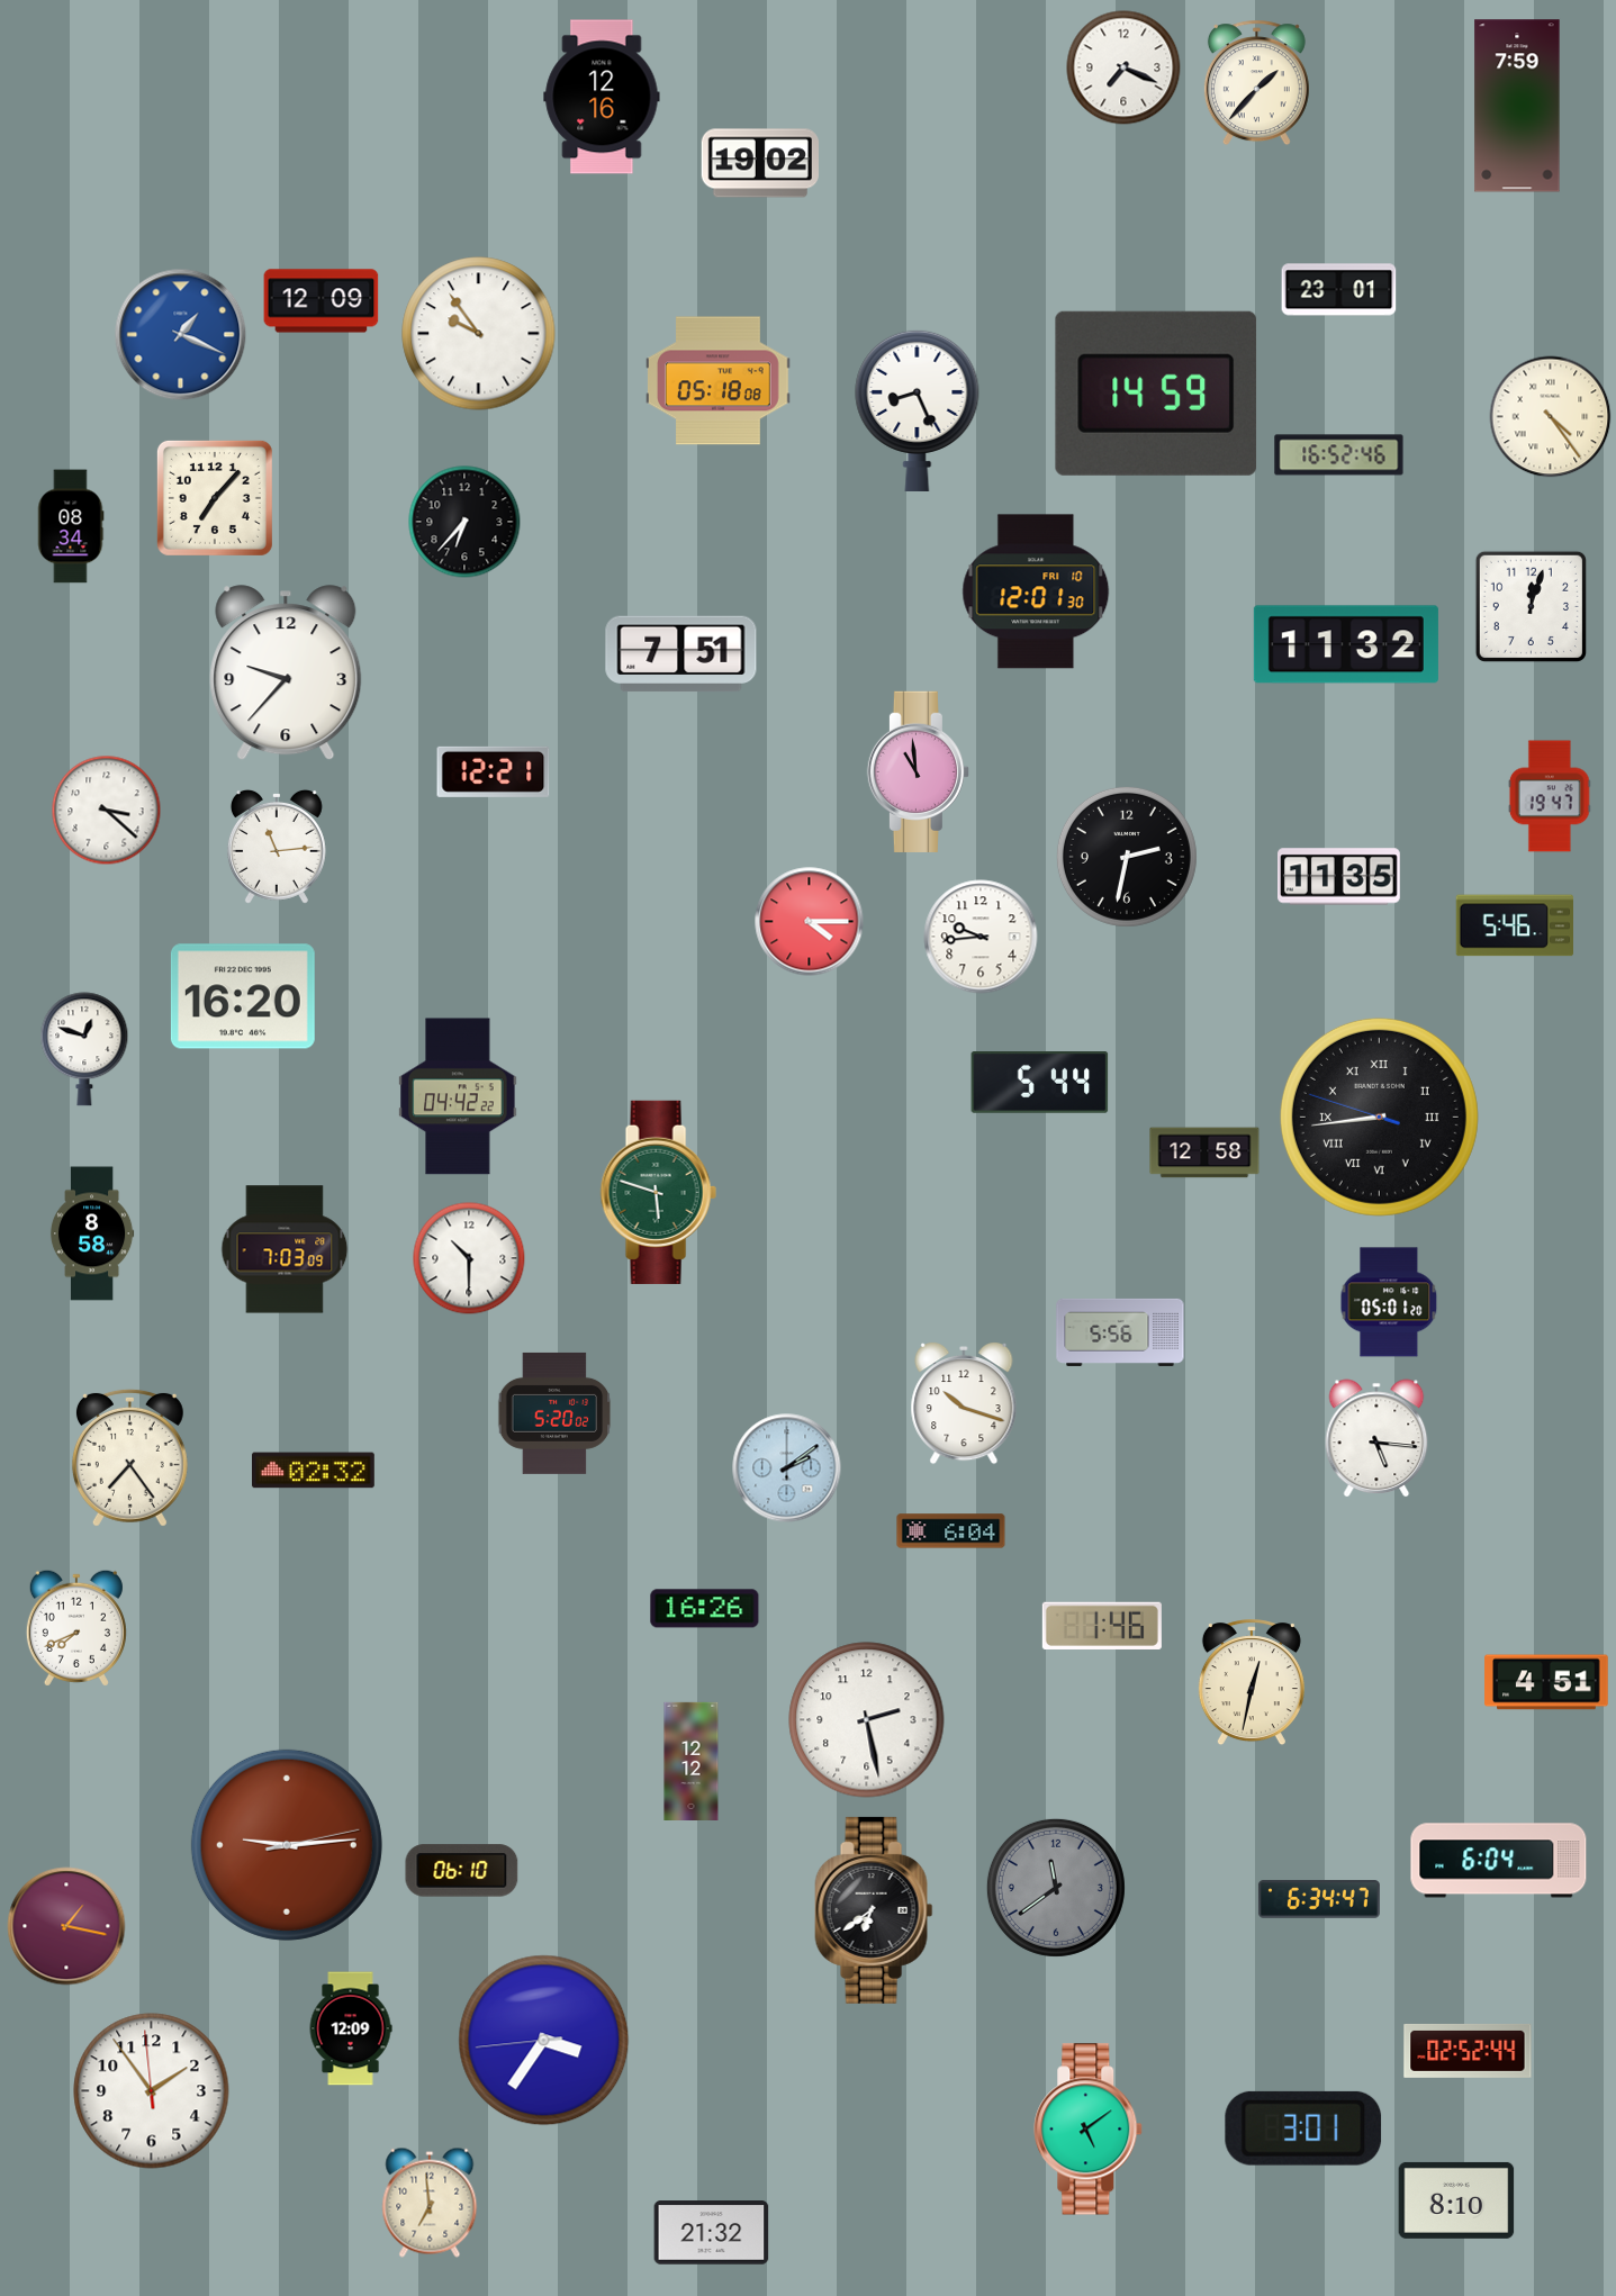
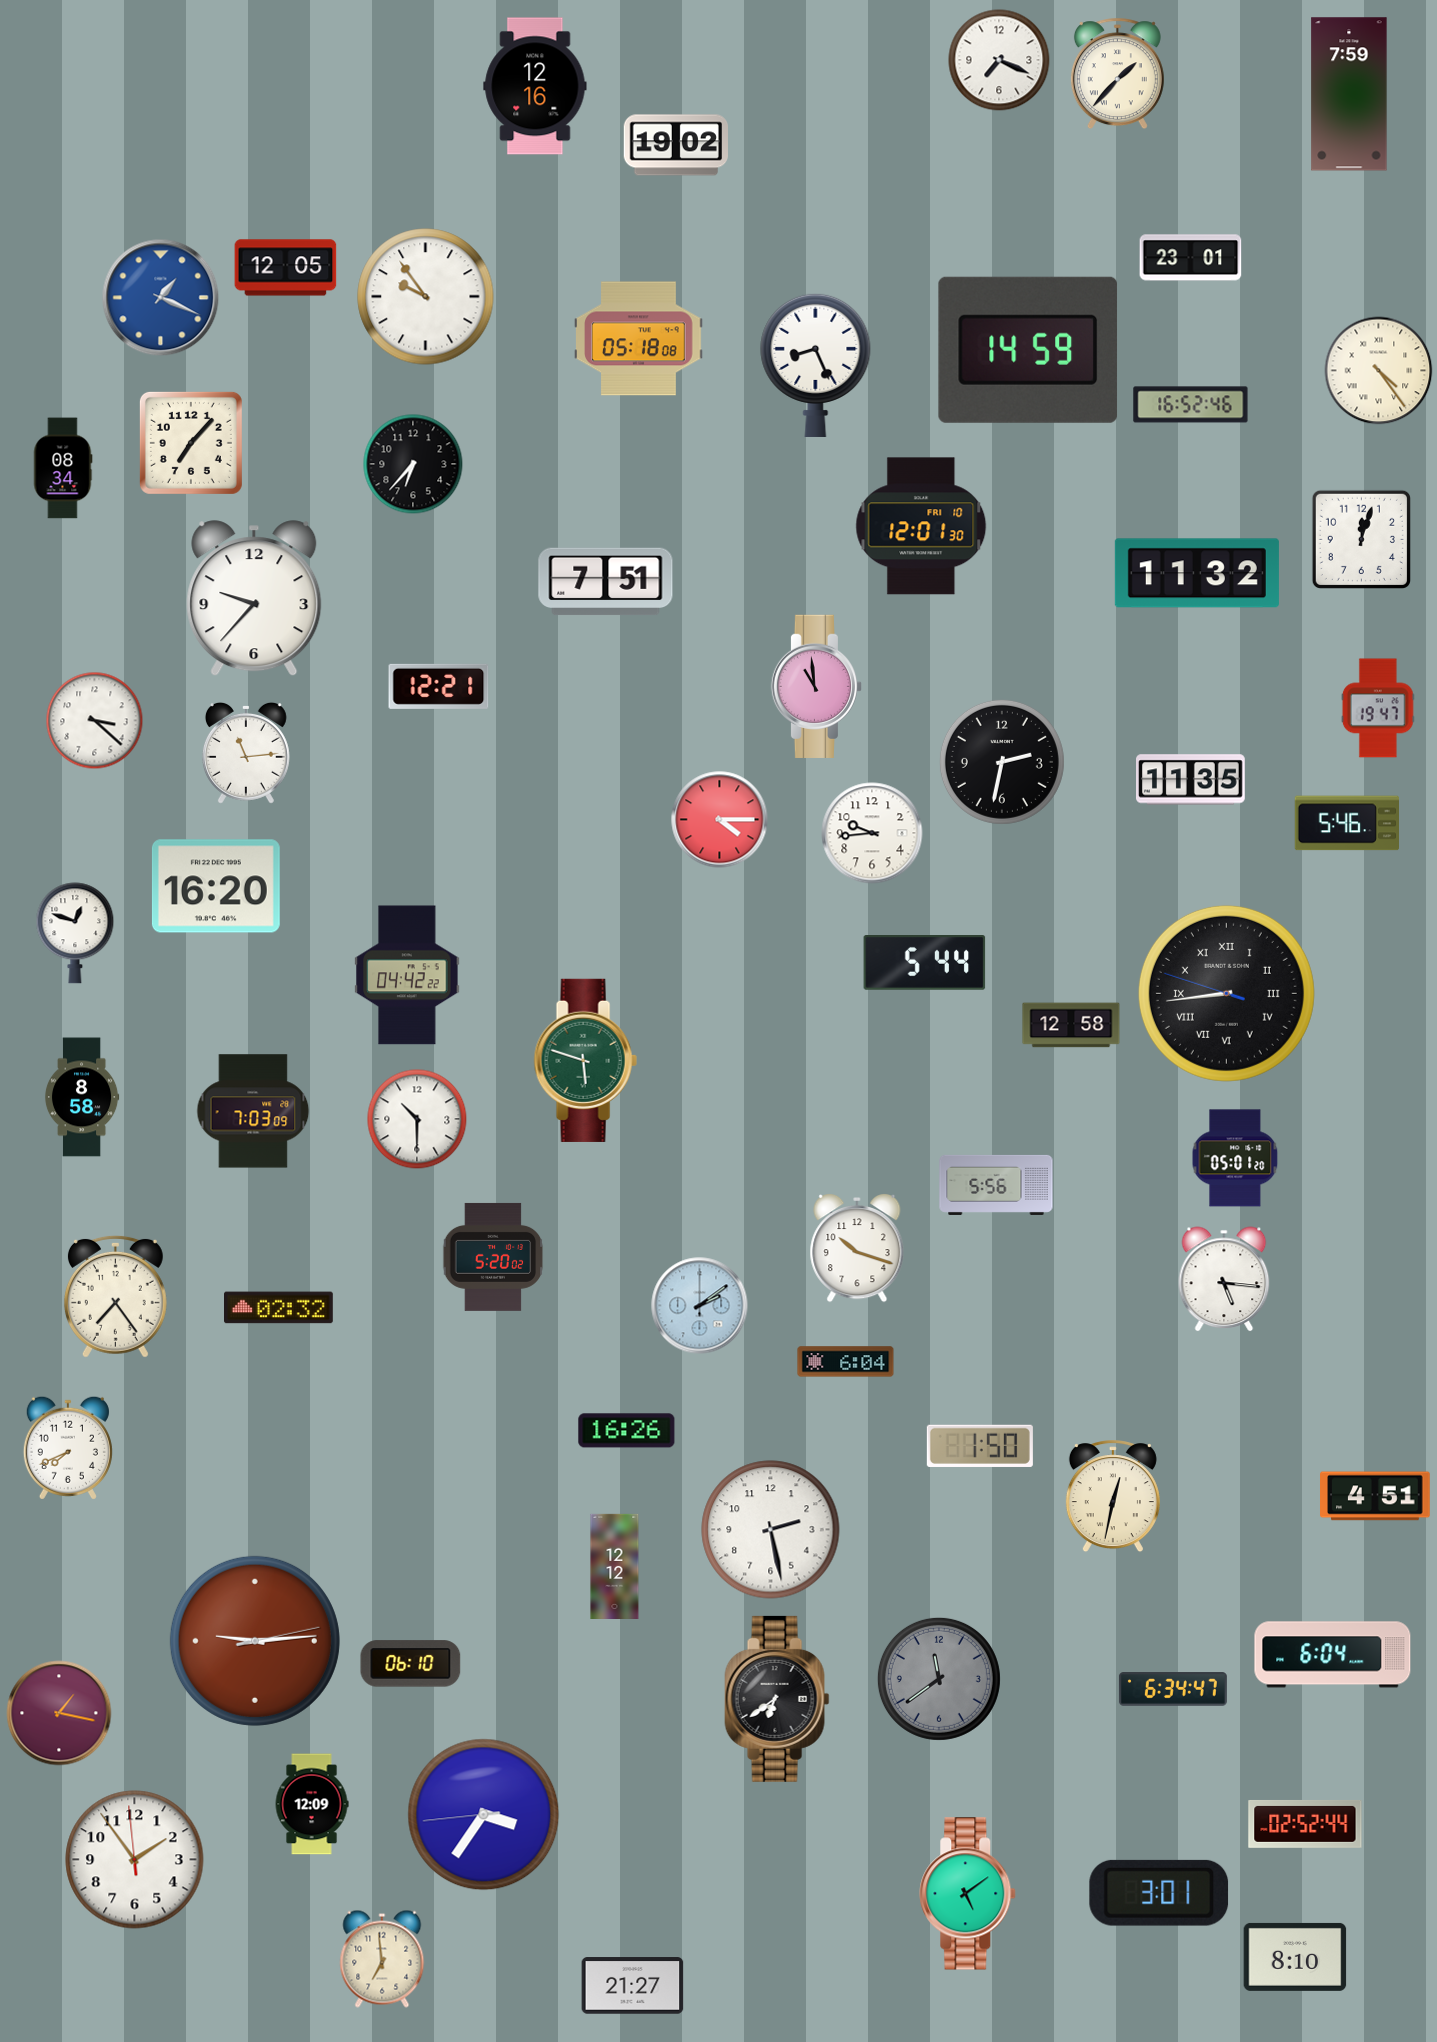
clock at (322, 301): 12:09 -> 12:05
clock at (1102, 1626): 1:46 -> 1:50
clock at (712, 2233): 21:32 -> 21:27
